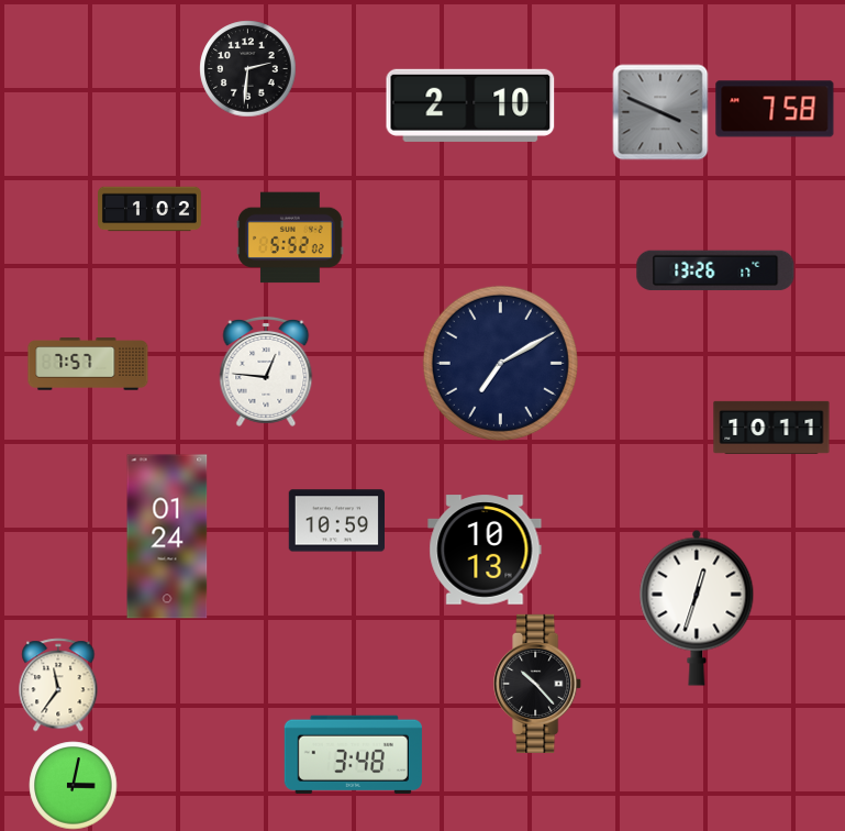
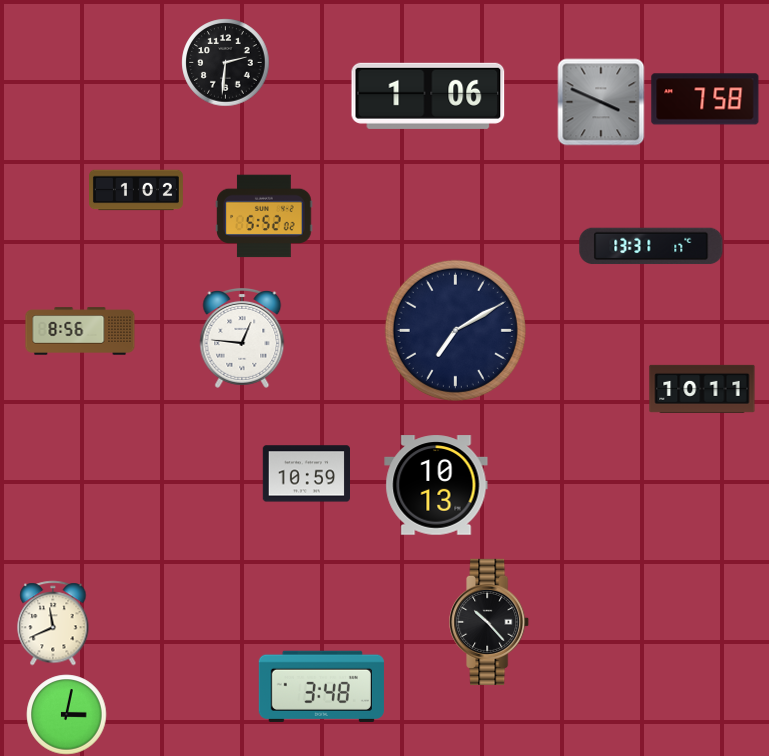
clock at (470, 106): 2:10 -> 1:06
clock at (715, 270): 13:26 -> 13:31
clock at (88, 364): 7:57 -> 8:56
clock at (167, 536): 01:24 -> none
clock at (485, 550) position: (485, 550) -> (436, 485)
clock at (697, 608): 12:33 -> none
clock at (58, 685): 11:36 -> 11:41
